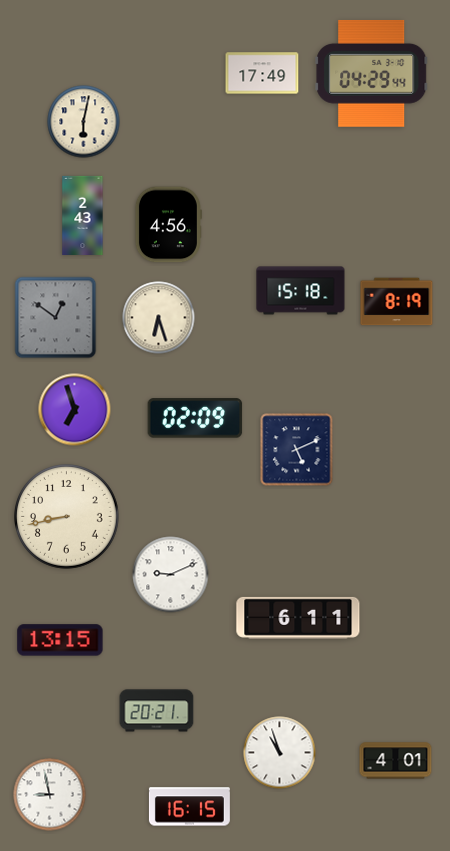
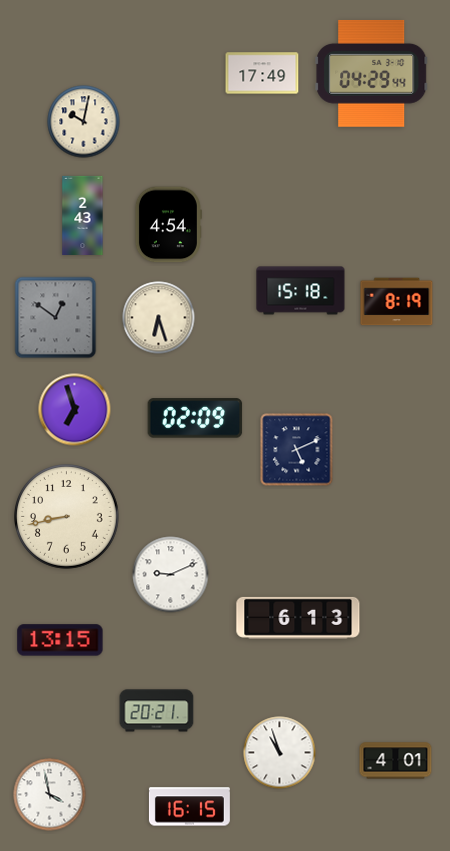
clock at (84, 122): 6:02 -> 10:02
clock at (168, 225): 4:56 -> 4:54
clock at (298, 618): 6:11 -> 6:13
clock at (50, 795): 8:58 -> 3:58
